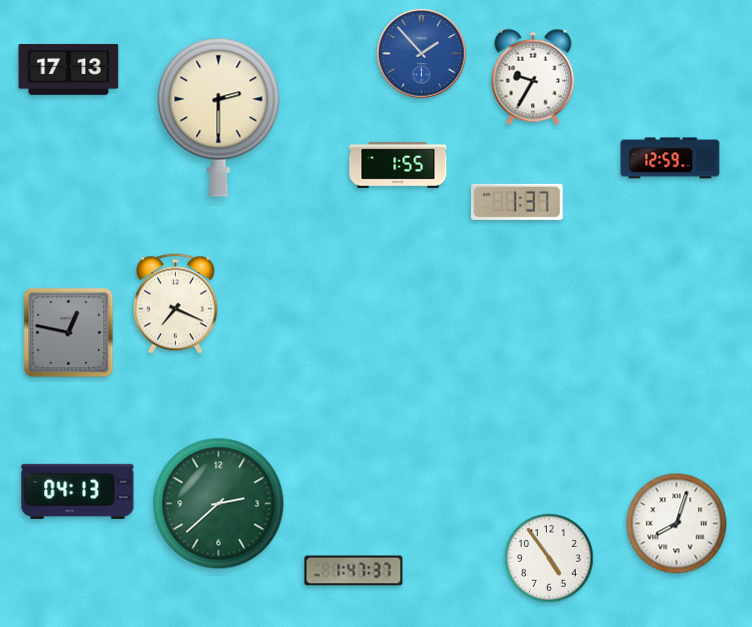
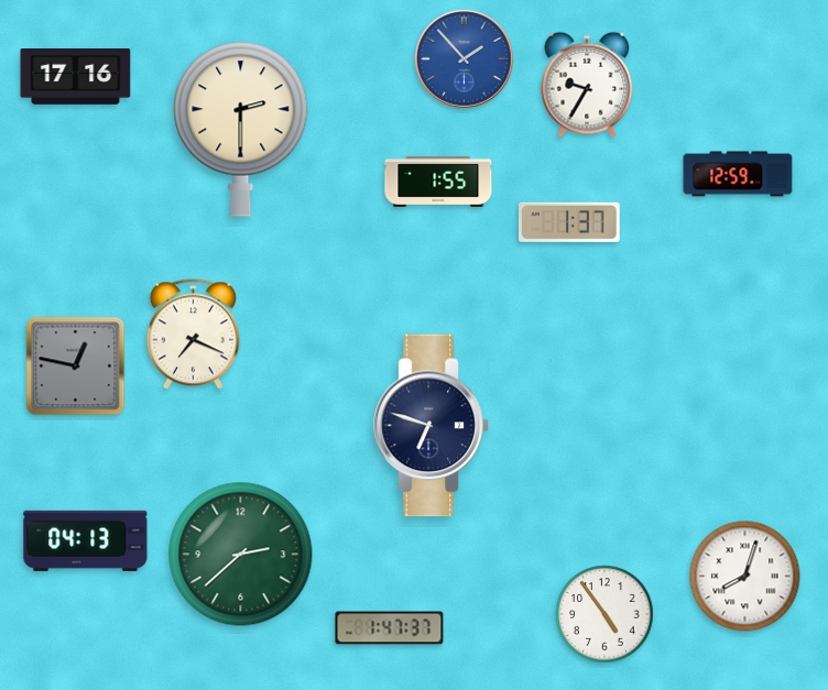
clock at (69, 70): 17:13 -> 17:16
clock at (432, 426): none -> 6:48
